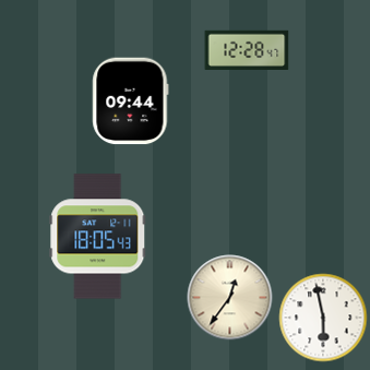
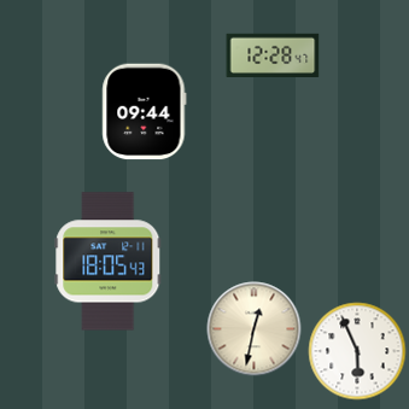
clock at (230, 298): 12:36 -> 12:32
clock at (323, 318): 5:58 -> 5:56
